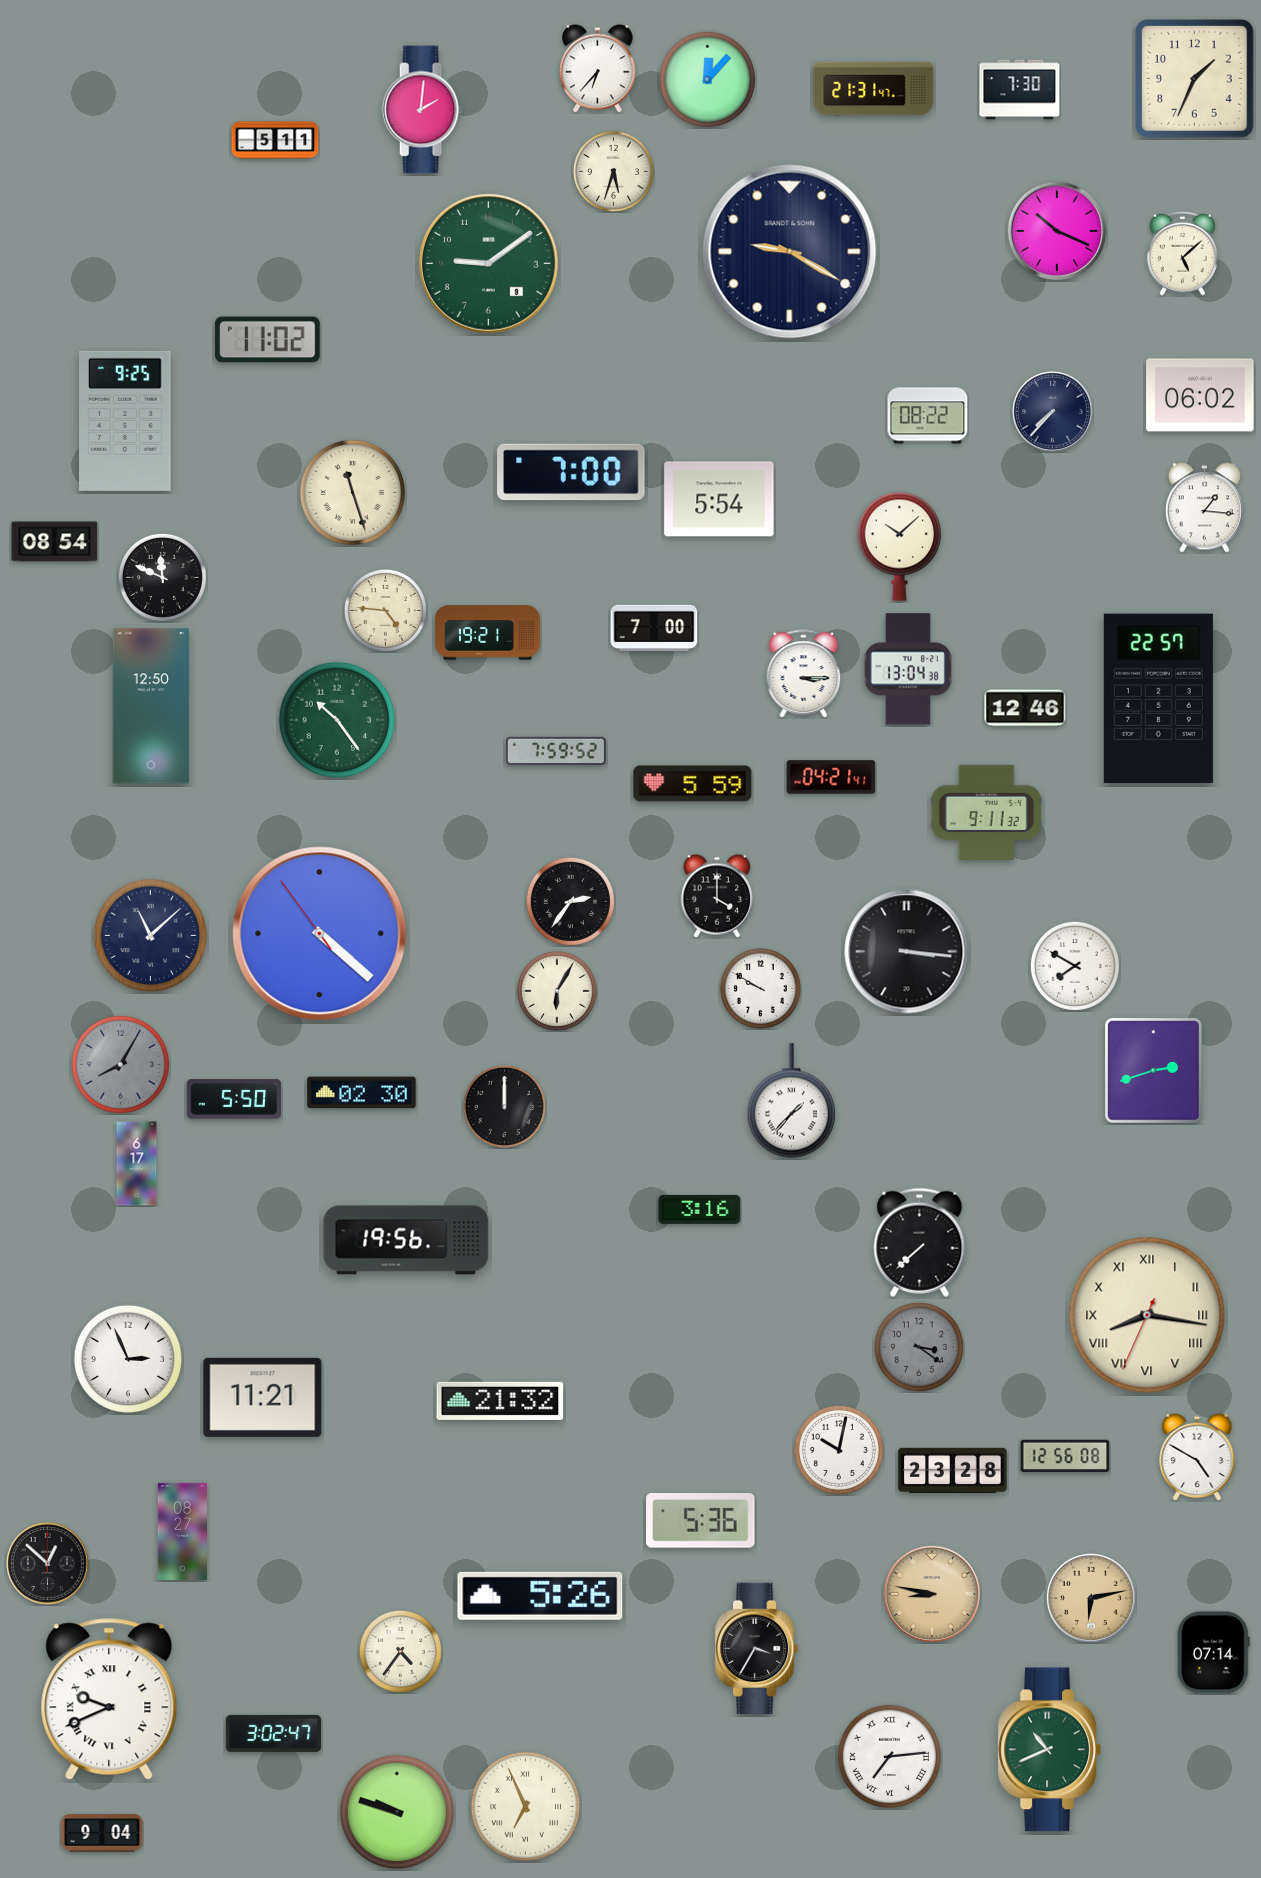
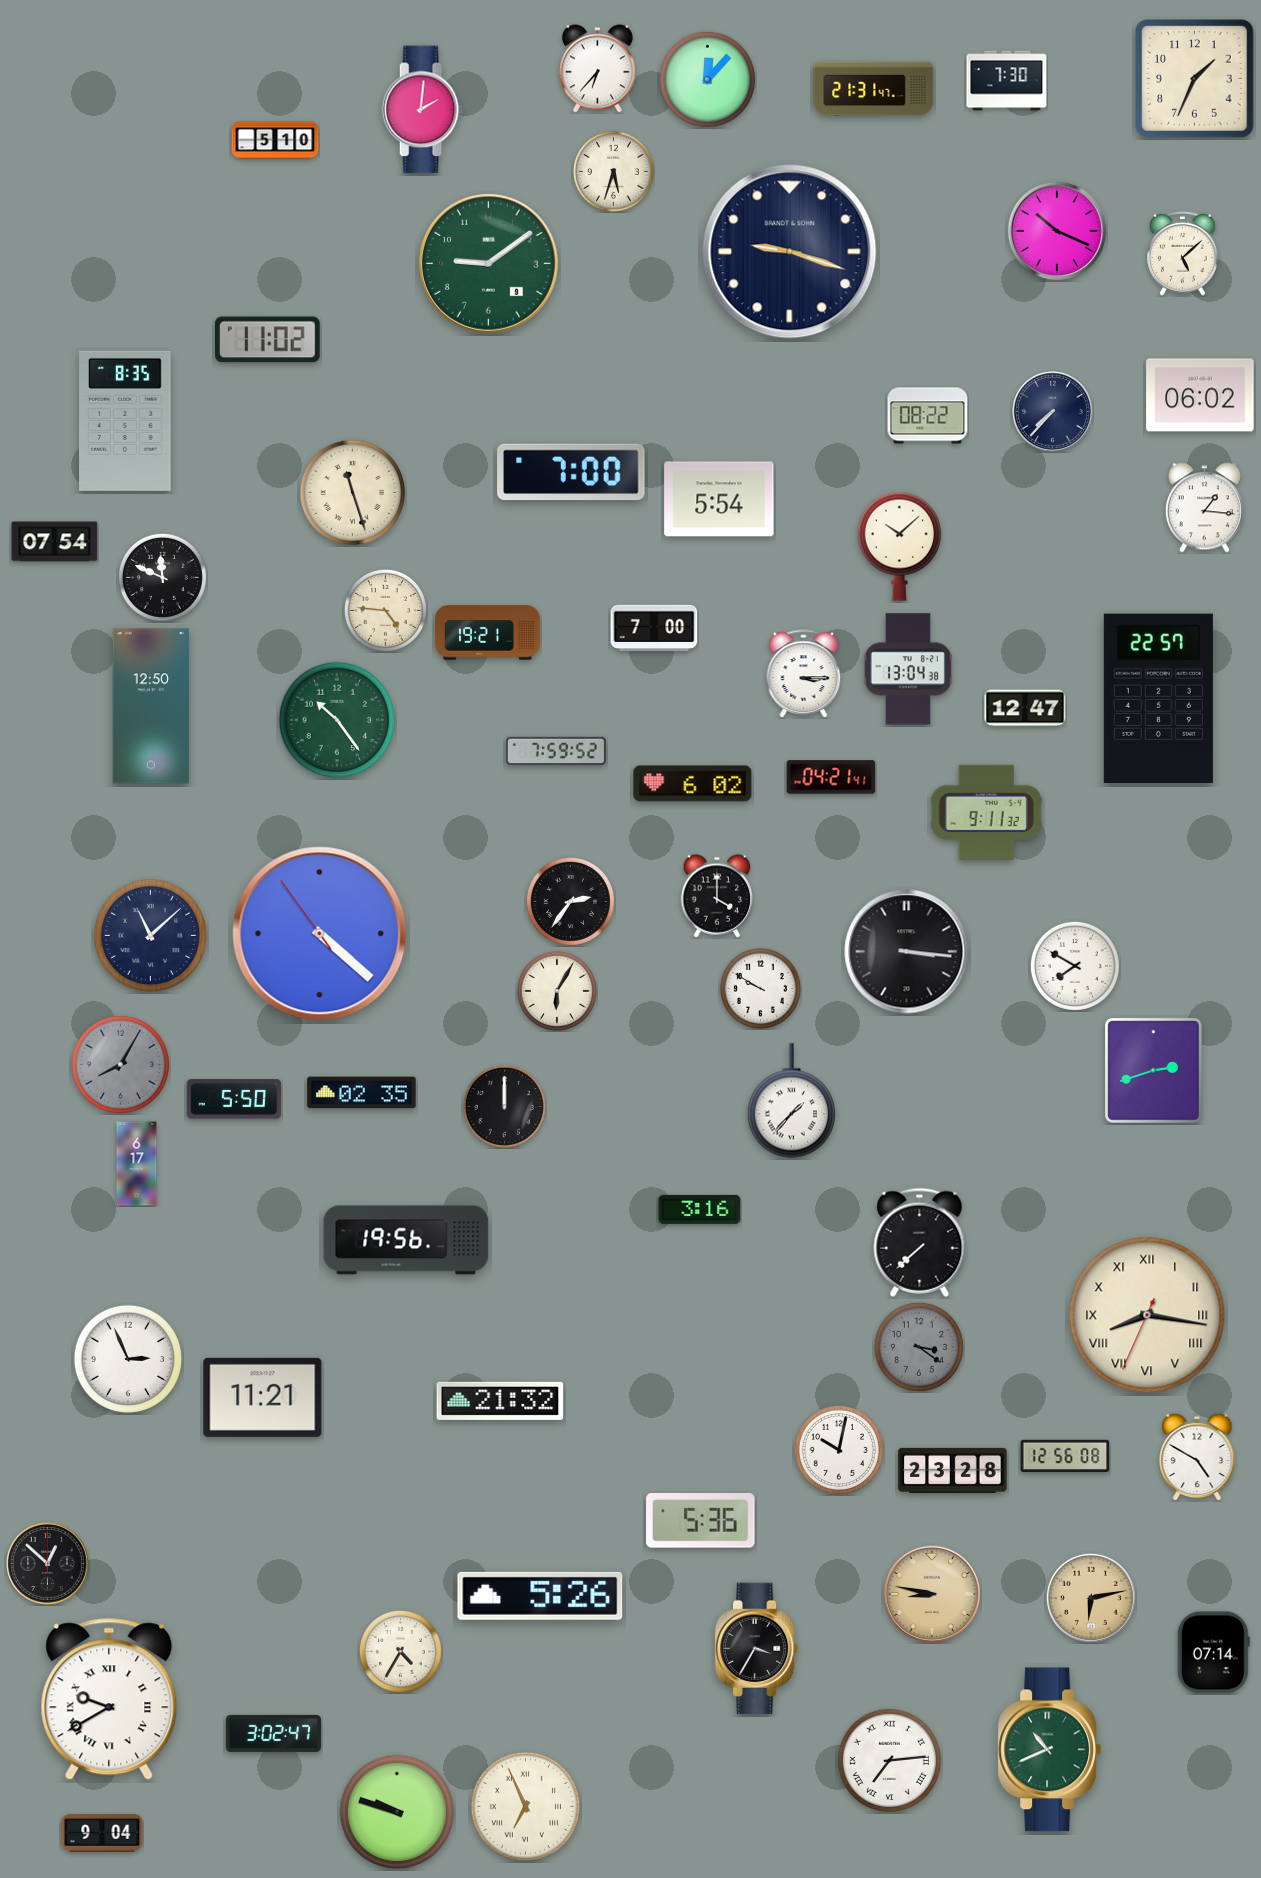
clock at (1020, 90) position: (1020, 90) -> (1007, 81)
clock at (275, 140): 5:11 -> 5:10
clock at (790, 252): 9:20 -> 9:18
clock at (125, 421): 9:25 -> 8:35
clock at (55, 542): 08:54 -> 07:54
clock at (1025, 708): 12:46 -> 12:47
clock at (693, 784): 5:59 -> 6:02
clock at (362, 1093): 02:30 -> 02:35
clock at (183, 1531): 08:27 -> none
clock at (400, 1651): 4:36 -> 4:35
clock at (109, 1699): 9:41 -> 9:40
clock at (889, 1756) position: (889, 1756) -> (889, 1760)
